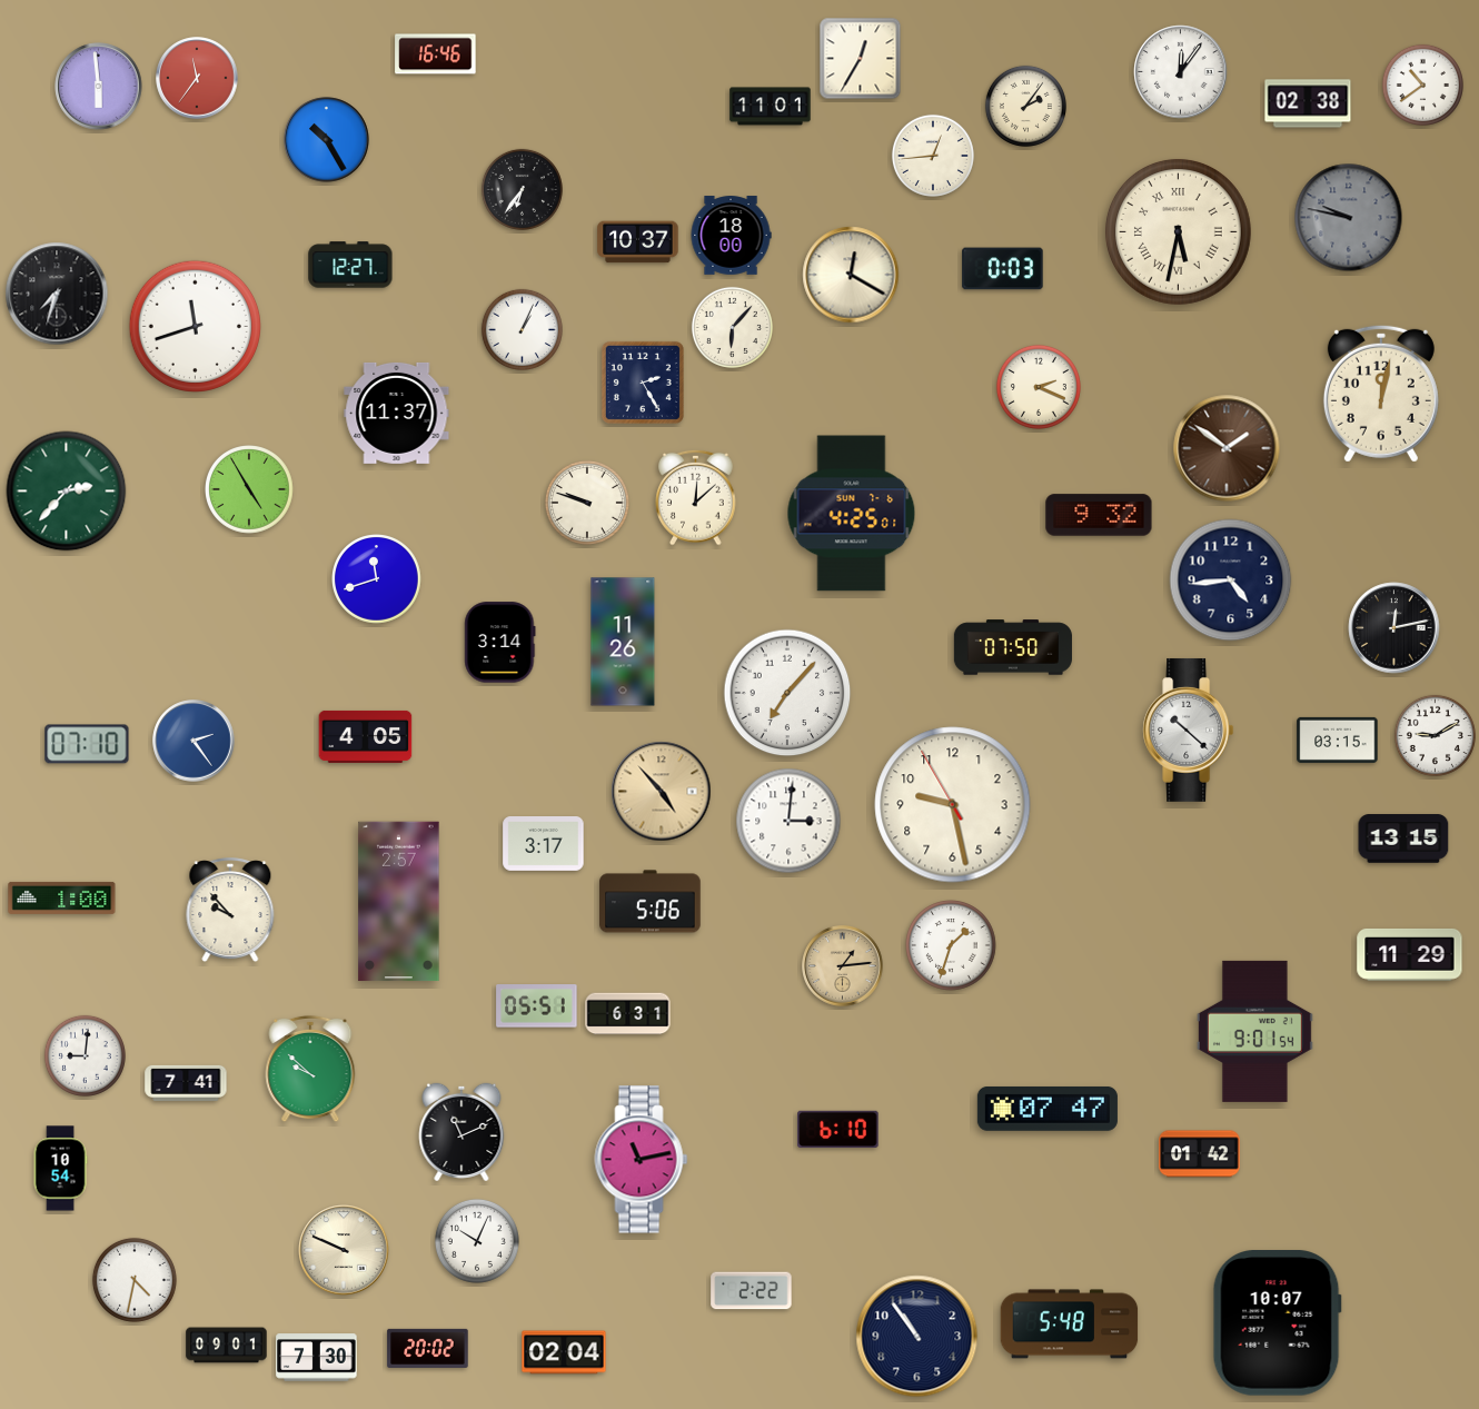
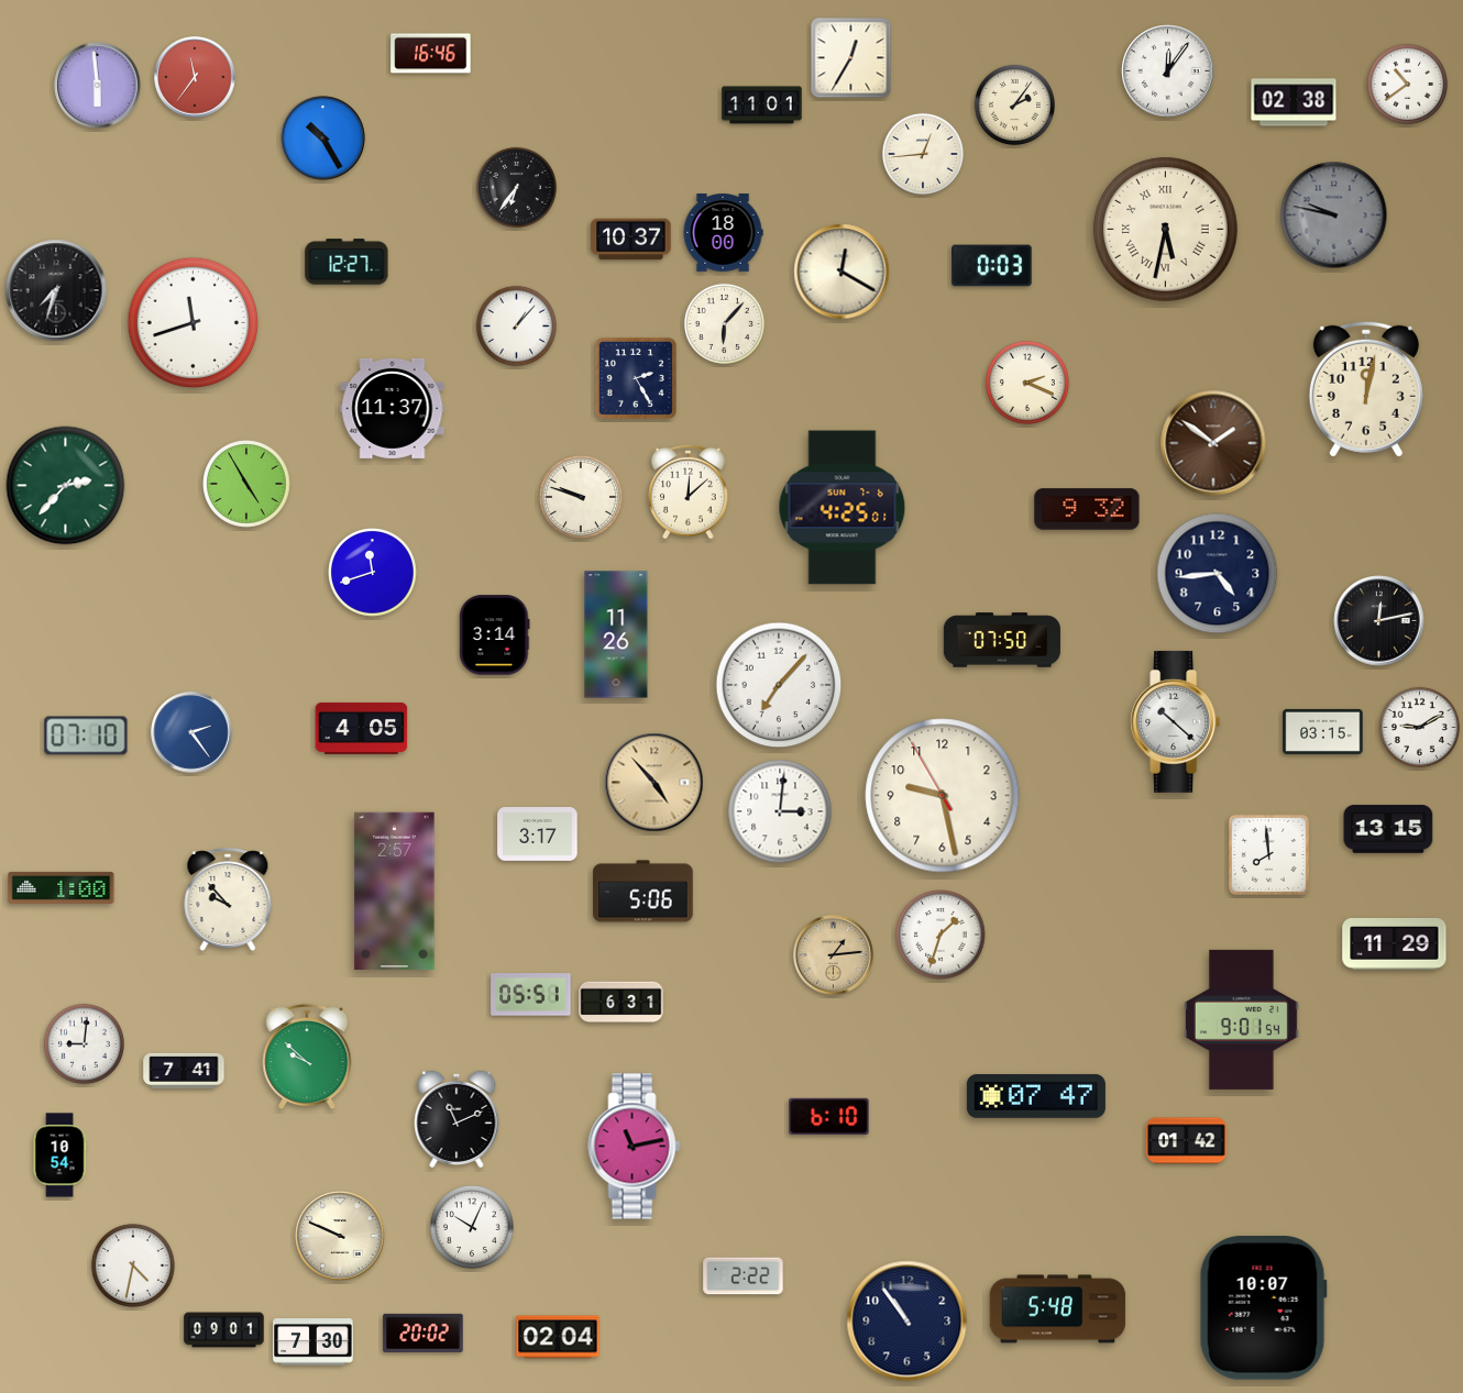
clock at (522, 329): 1:04 -> 1:07
clock at (1268, 854): none -> 7:59
